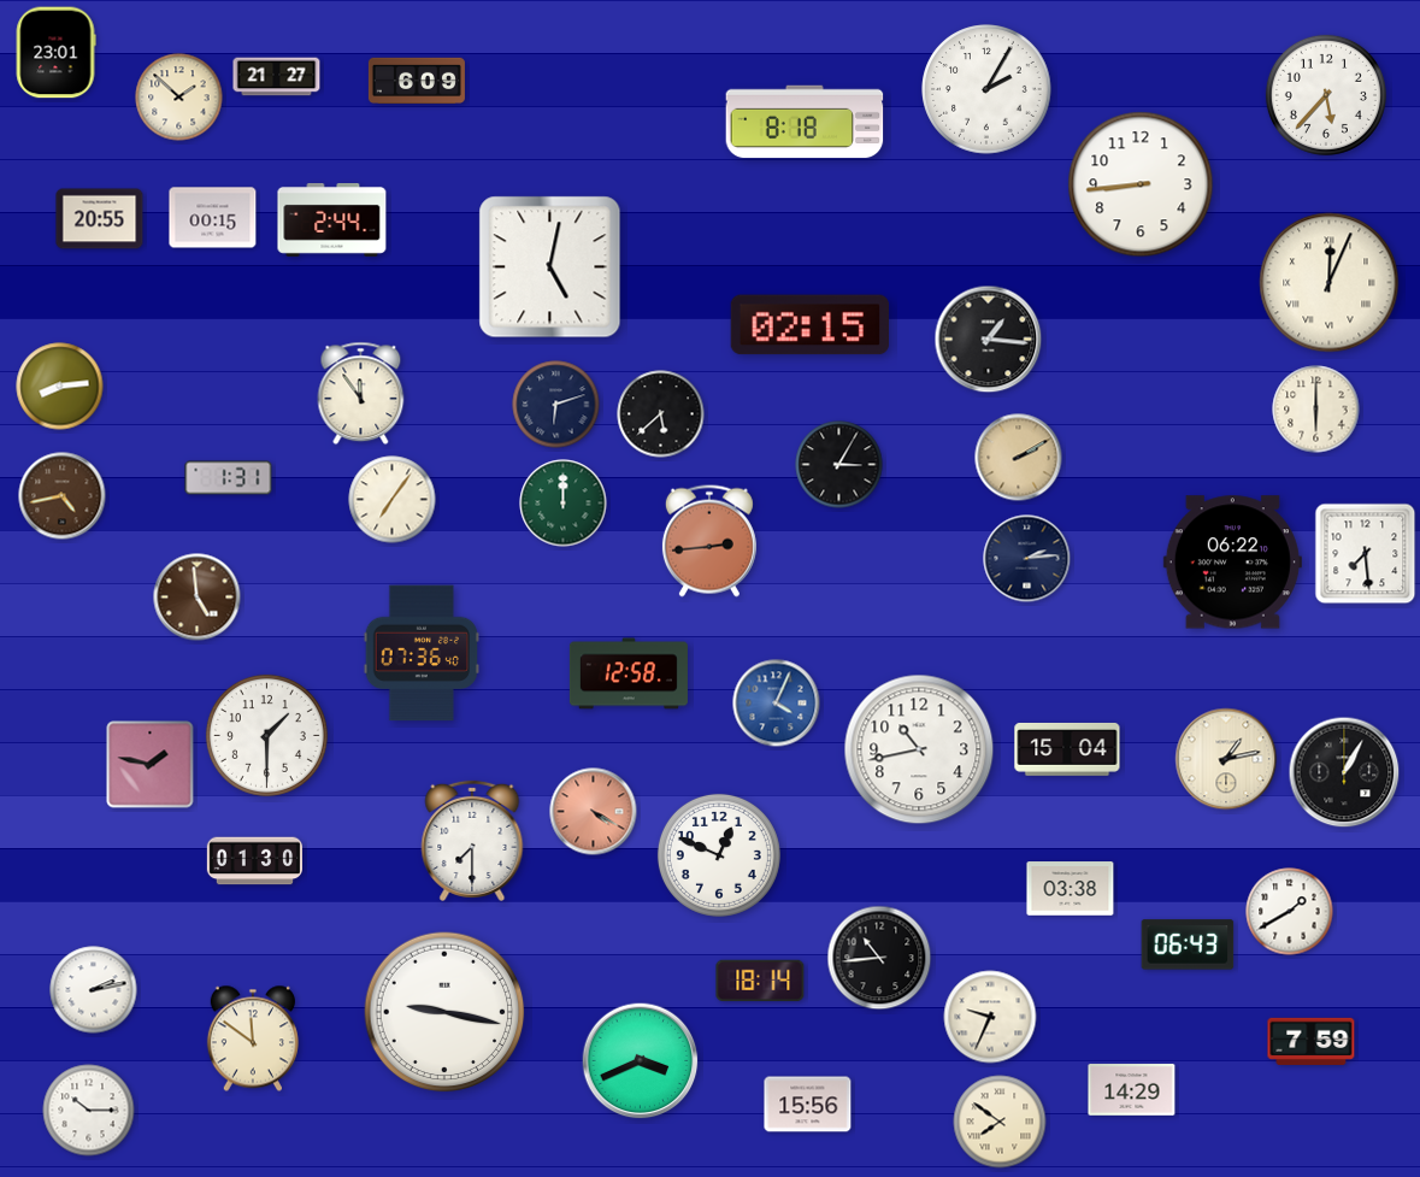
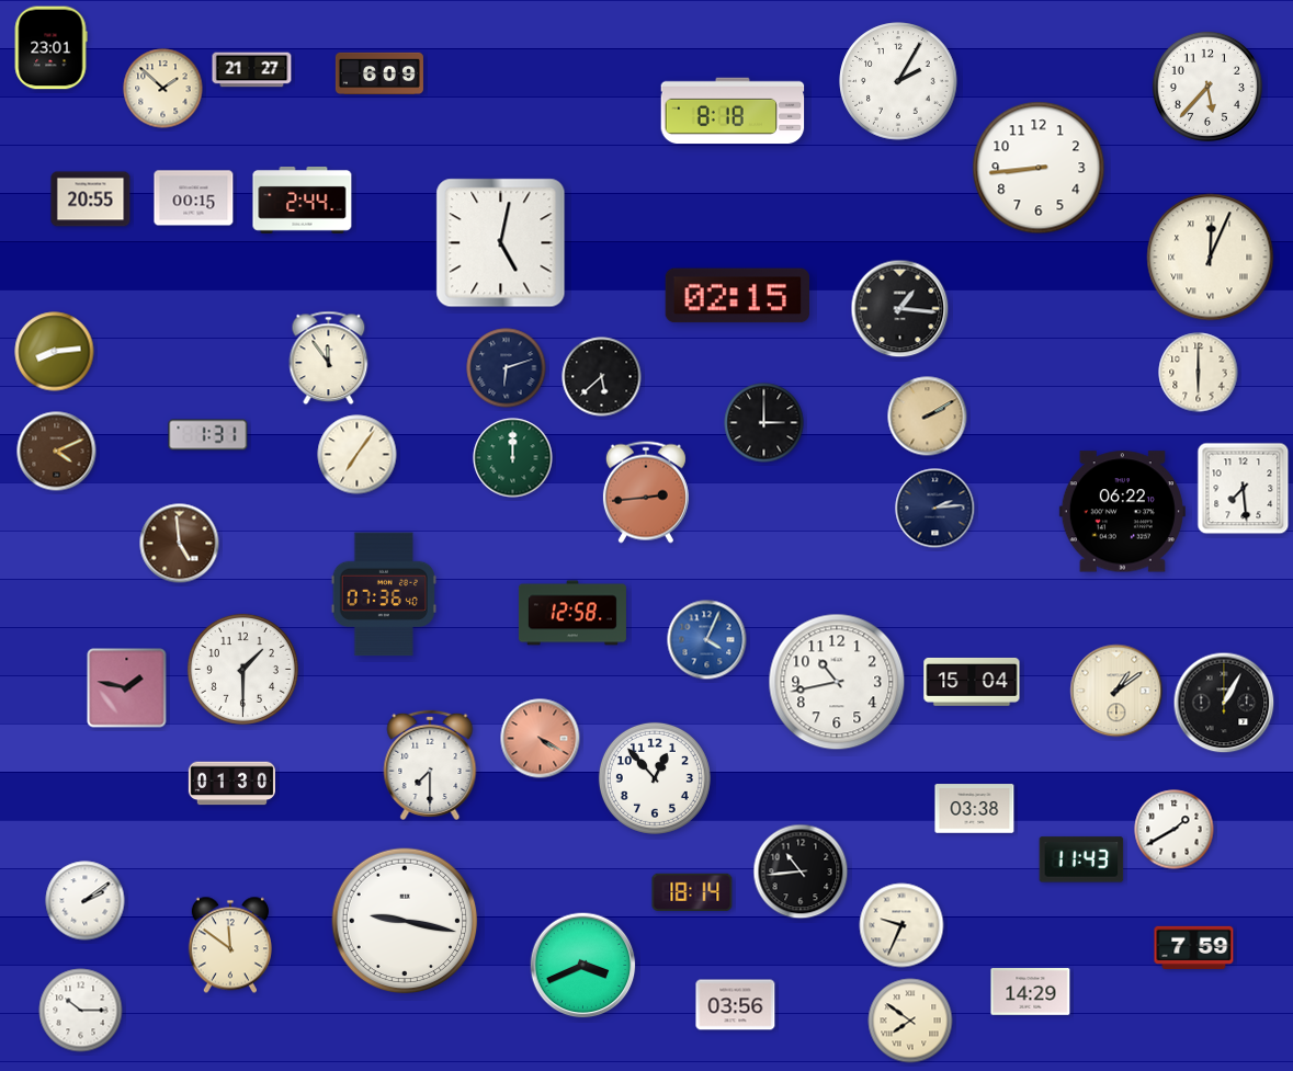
clock at (839, 465): 3:05 -> 3:00
clock at (63, 496): 4:43 -> 4:11
clock at (1366, 554) position: (1366, 554) -> (1244, 489)
clock at (1226, 759): 1:13 -> 1:09
clock at (151, 765) position: (151, 765) -> (127, 688)
clock at (719, 855): 12:49 -> 12:53
clock at (1188, 944): 06:43 -> 11:43
clock at (94, 990): 2:13 -> 2:09
clock at (808, 1105): 15:56 -> 03:56
